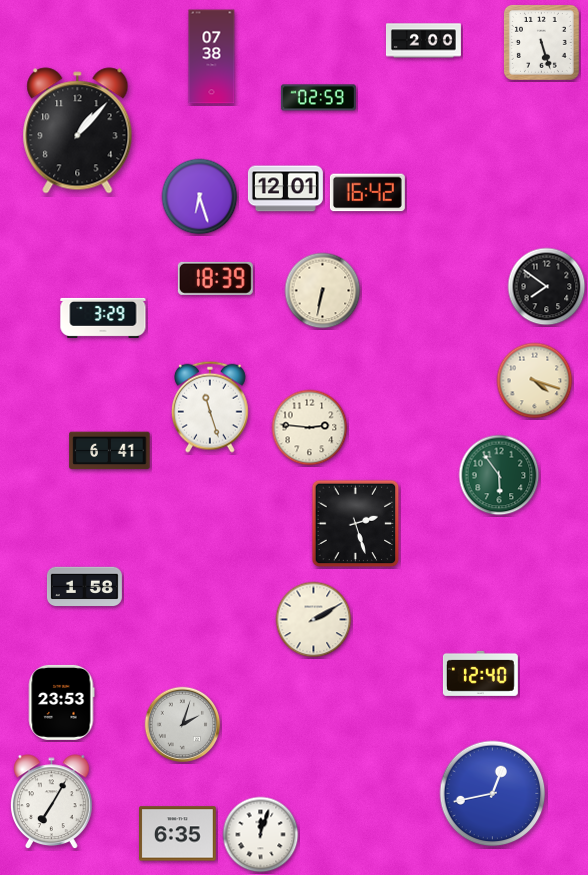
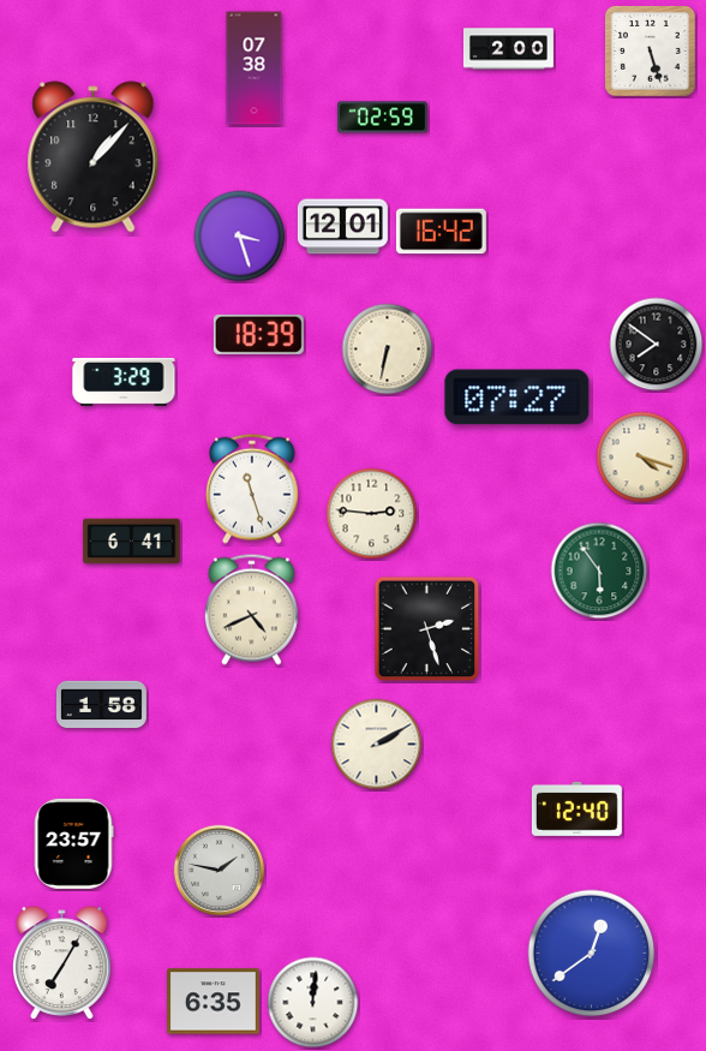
clock at (200, 197): 6:27 -> 3:27
clock at (517, 398): none -> 07:27
clock at (251, 609): none -> 4:41
clock at (61, 702): 23:53 -> 23:57
clock at (183, 725): 2:03 -> 1:47
clock at (493, 794): 12:43 -> 12:39
clock at (261, 835): 12:03 -> 12:01
